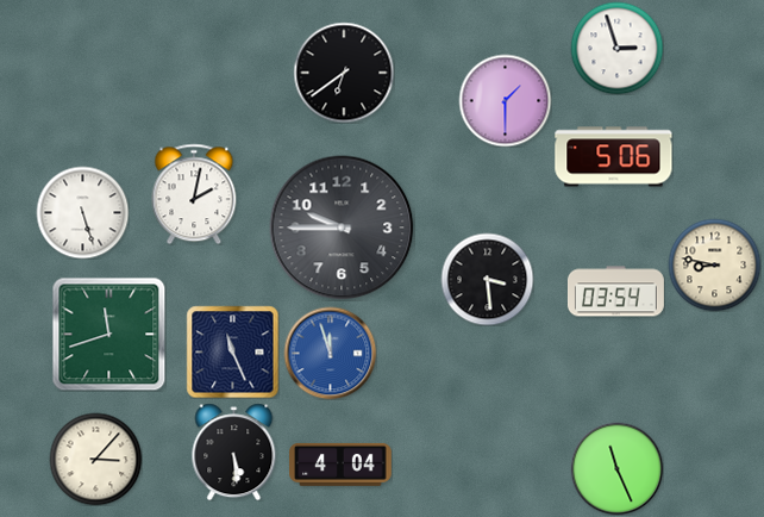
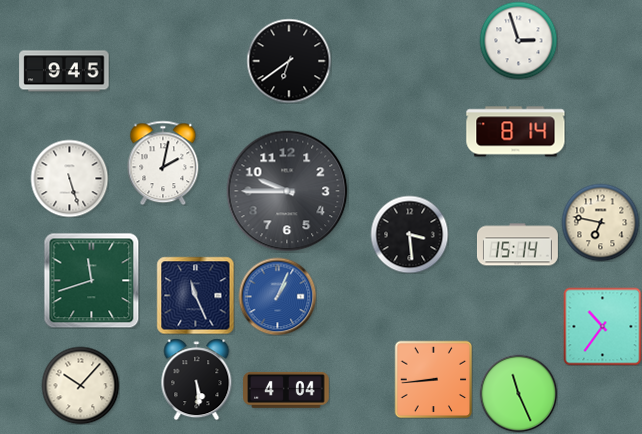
clock at (64, 71): none -> 9:45
clock at (505, 100): 1:30 -> none
clock at (614, 157): 5:06 -> 8:14
clock at (714, 264): 8:47 -> 6:47
clock at (615, 292): 03:54 -> 15:14
clock at (330, 353): 11:57 -> 1:04
clock at (602, 326): none -> 10:36
clock at (433, 379): none -> 8:44
clock at (95, 459): 3:07 -> 10:07
